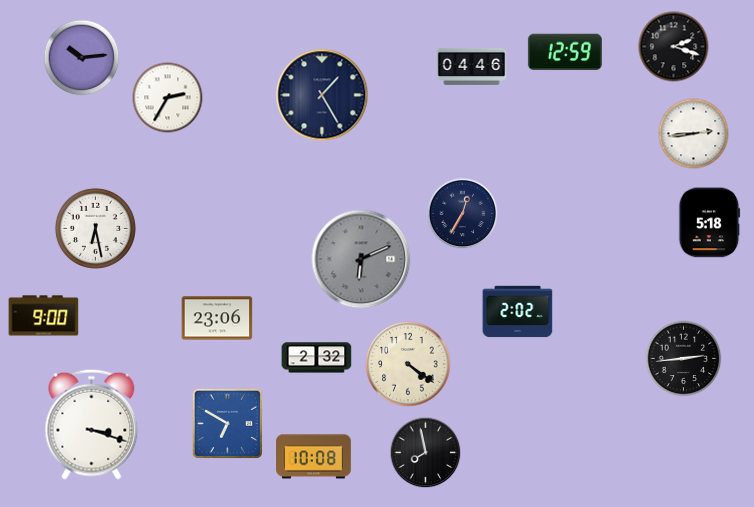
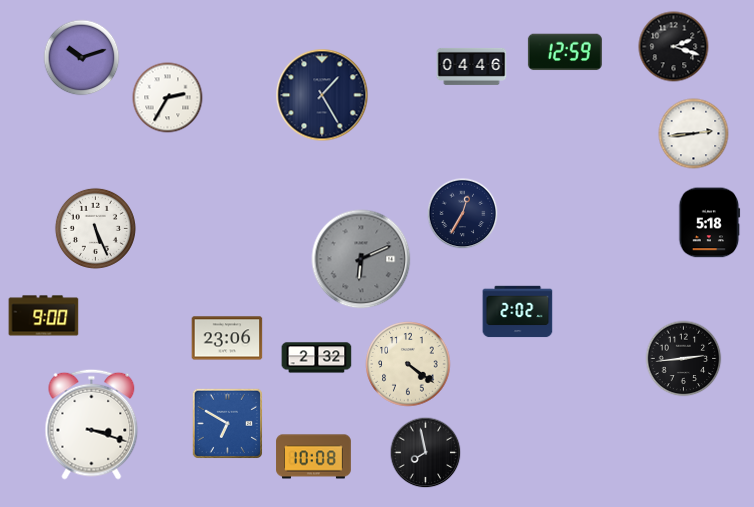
clock at (82, 58): 10:14 -> 10:12
clock at (95, 228): 6:28 -> 5:26
clock at (217, 318) position: (217, 318) -> (227, 338)
